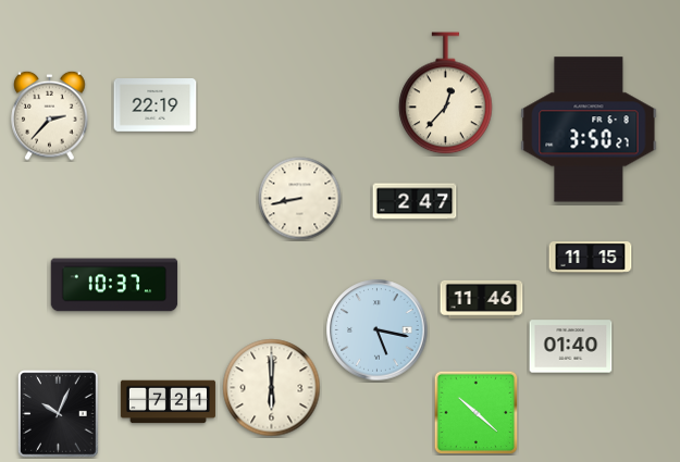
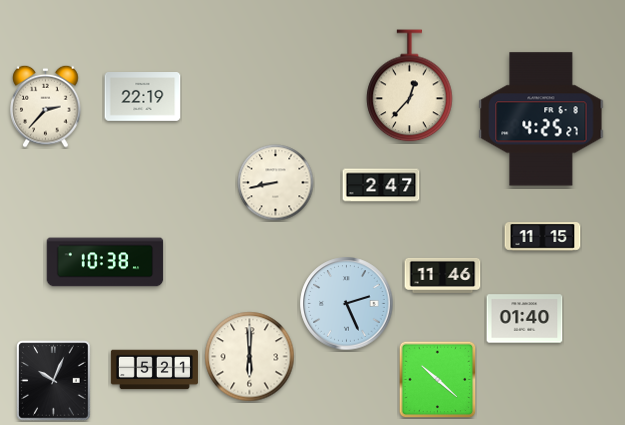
clock at (589, 129): 3:50 -> 4:25
clock at (114, 285): 10:37 -> 10:38
clock at (378, 330): 5:17 -> 2:26
clock at (168, 402): 7:21 -> 5:21
